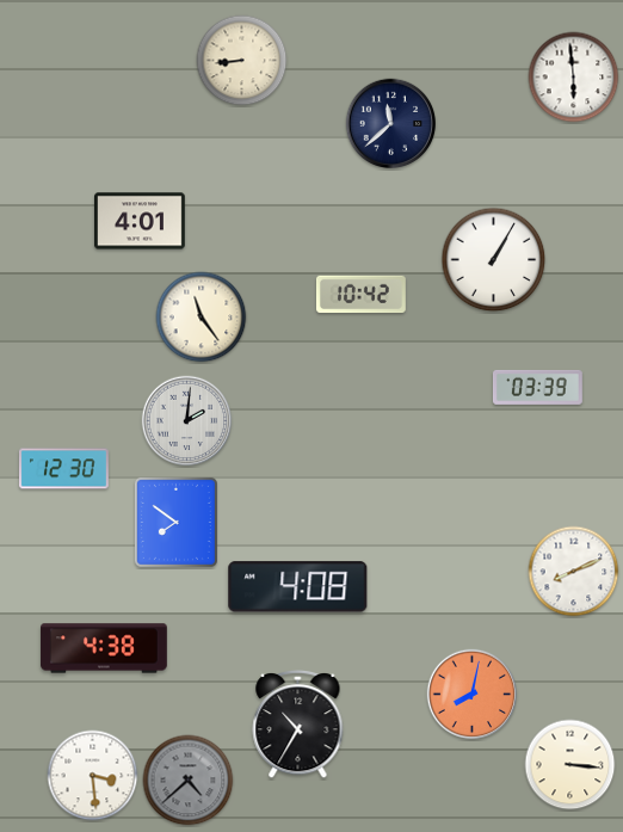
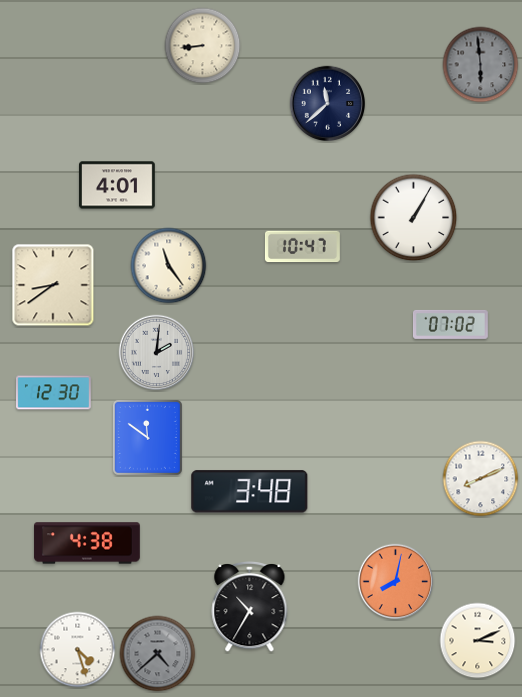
clock at (242, 61) position: (242, 61) -> (203, 46)
clock at (574, 78) dial: white -> grey
clock at (360, 295): 10:42 -> 10:47
clock at (53, 285): none -> 8:39
clock at (537, 387): 03:39 -> 07:02
clock at (175, 522): 7:51 -> 11:51
clock at (298, 587): 4:08 -> 3:48
clock at (570, 765): 3:16 -> 3:11
clock at (93, 776): 3:29 -> 4:27
